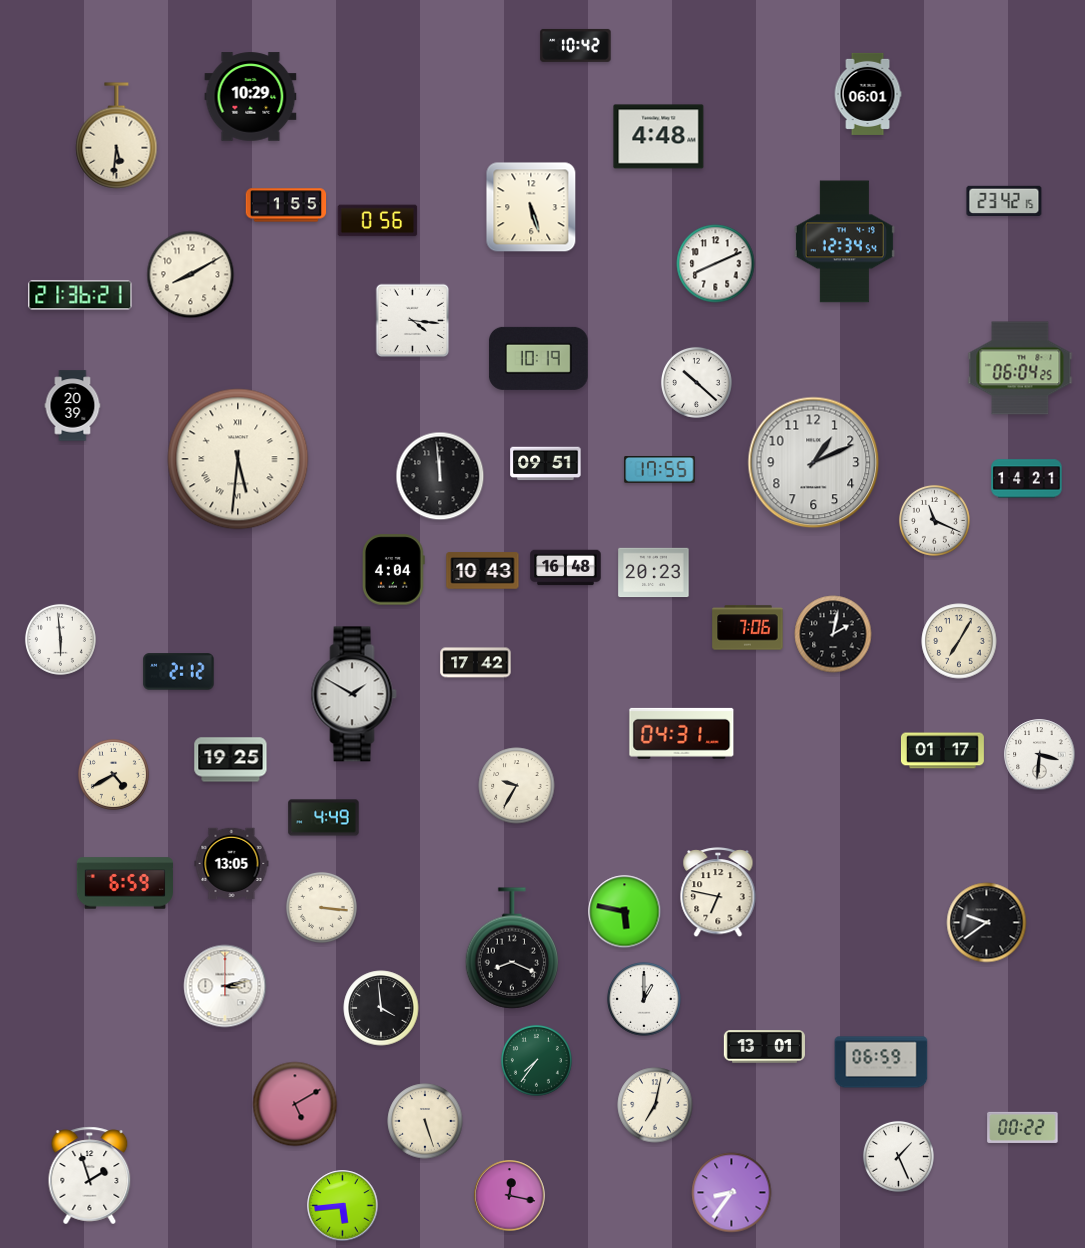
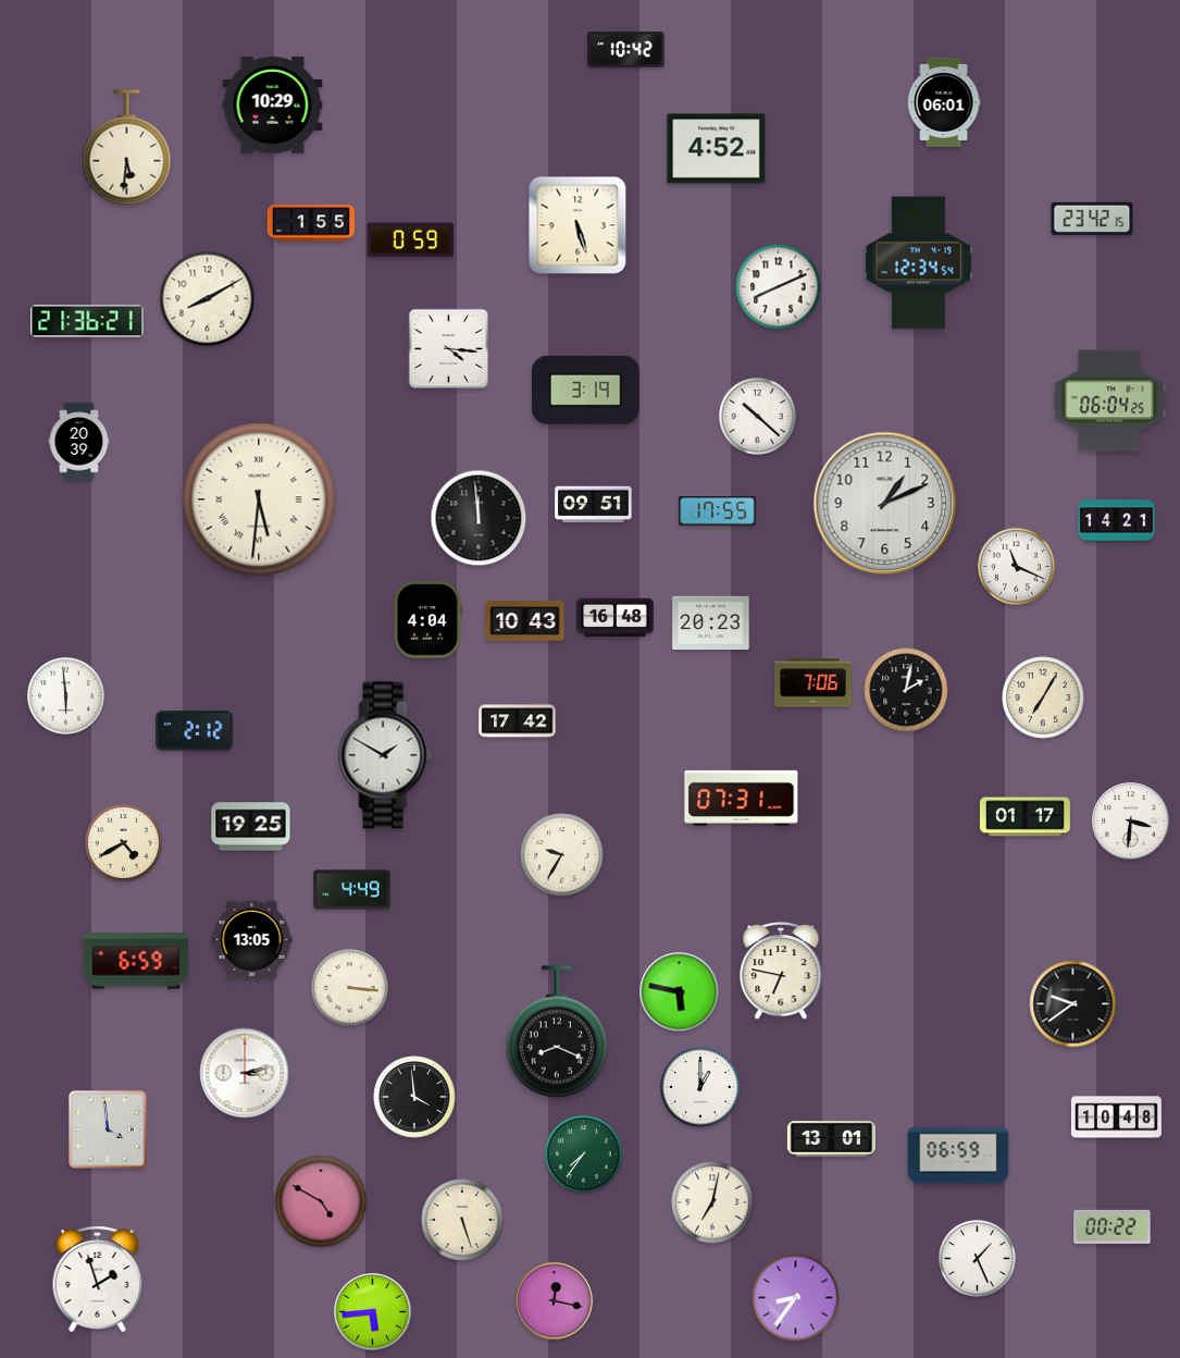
clock at (659, 137): 4:48 -> 4:52
clock at (378, 221): 0:56 -> 0:59
clock at (538, 358): 10:19 -> 3:19
clock at (682, 733): 04:31 -> 07:31
clock at (1116, 1118): none -> 10:48
clock at (108, 1129): none -> 3:59
clock at (295, 1104): 5:10 -> 4:50
